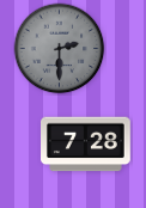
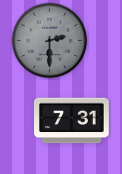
clock at (86, 145): 7:28 -> 7:31
